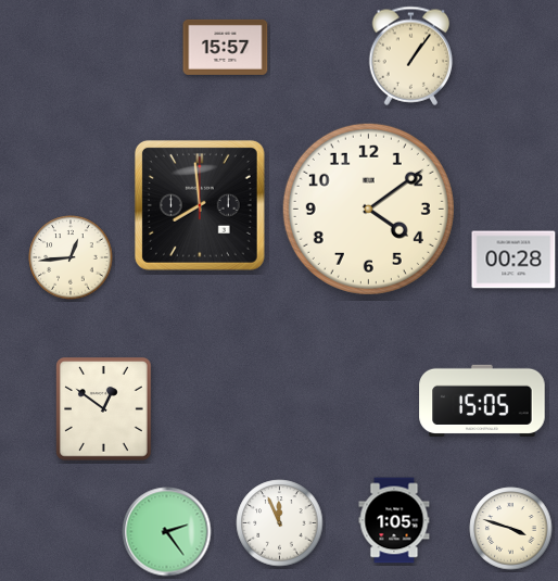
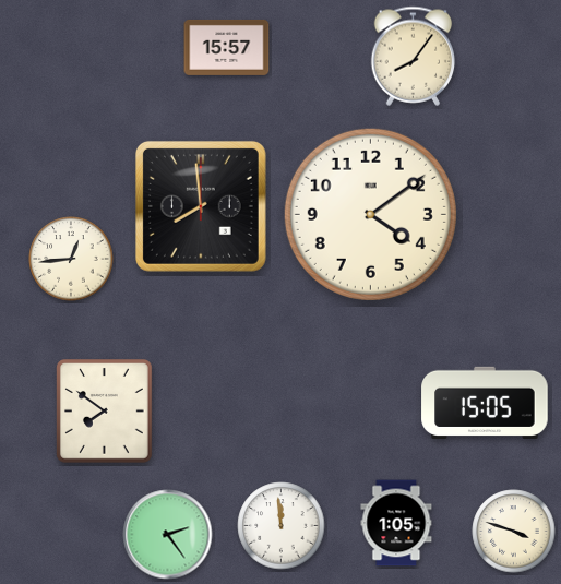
clock at (411, 55): 1:06 -> 8:06
clock at (368, 209) position: (368, 209) -> (370, 214)
clock at (513, 260): 00:28 -> none
clock at (104, 409): 12:51 -> 7:51
clock at (280, 523): 11:56 -> 11:59
